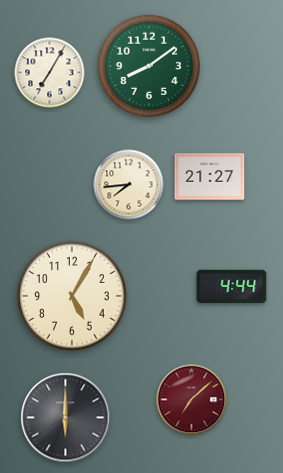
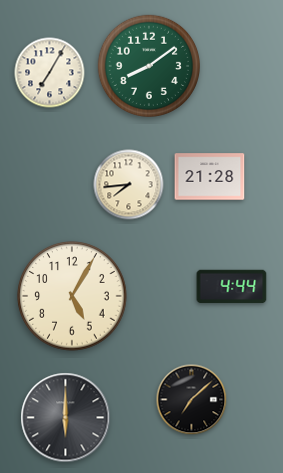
clock at (210, 177): 21:27 -> 21:28
clock at (192, 400) dial: burgundy -> black
